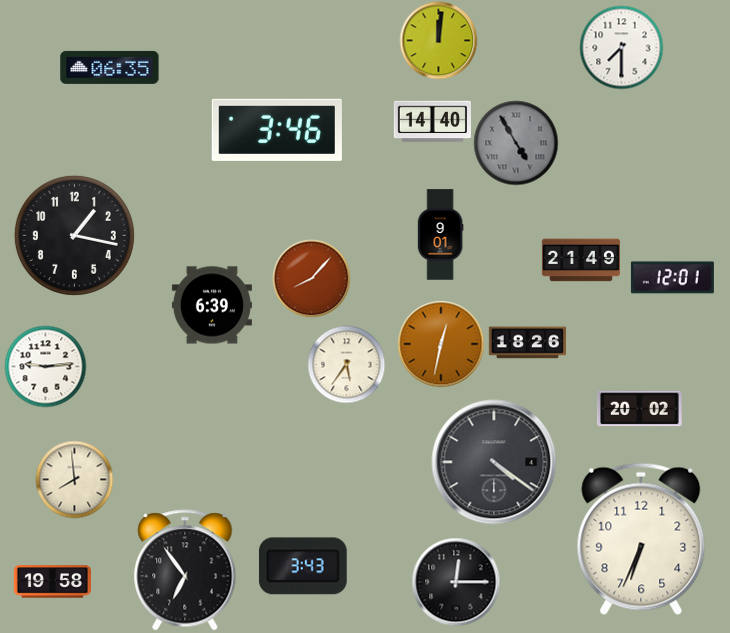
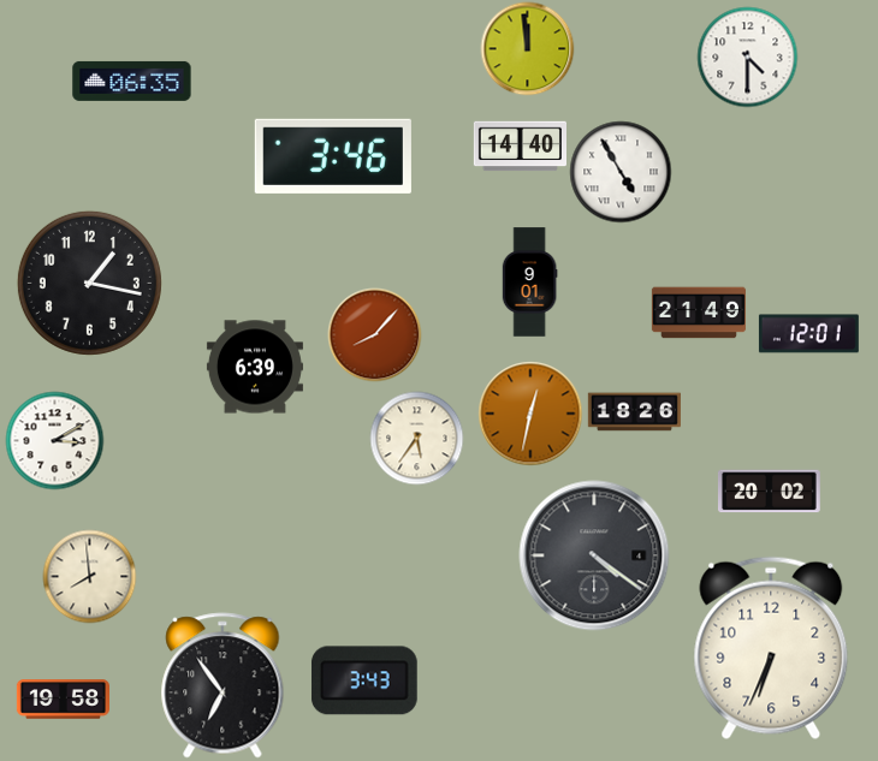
clock at (438, 40): 12:01 -> 11:59
clock at (621, 47): 7:30 -> 4:30
clock at (516, 143) dial: grey -> white
clock at (45, 366): 9:14 -> 3:10
clock at (456, 582): 12:15 -> none
